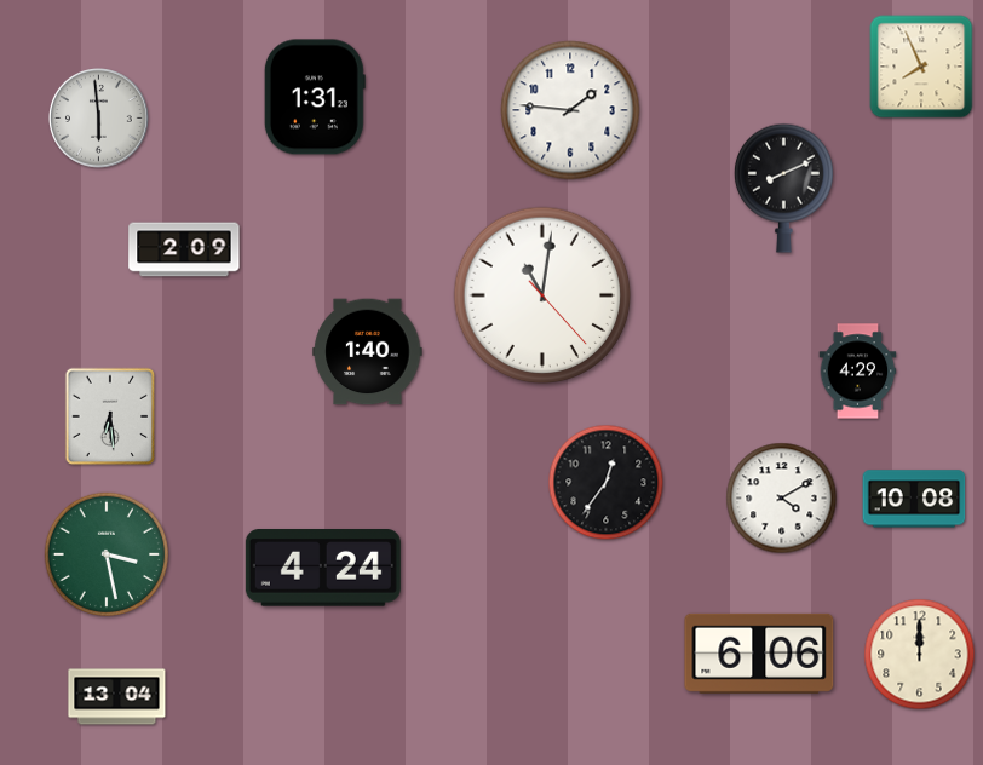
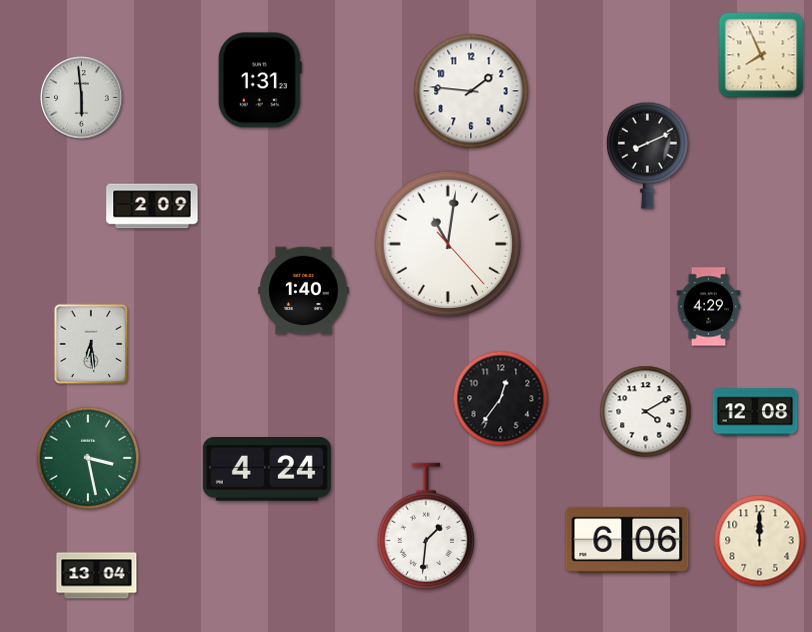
clock at (914, 499): 10:08 -> 12:08
clock at (426, 526): none -> 1:31
